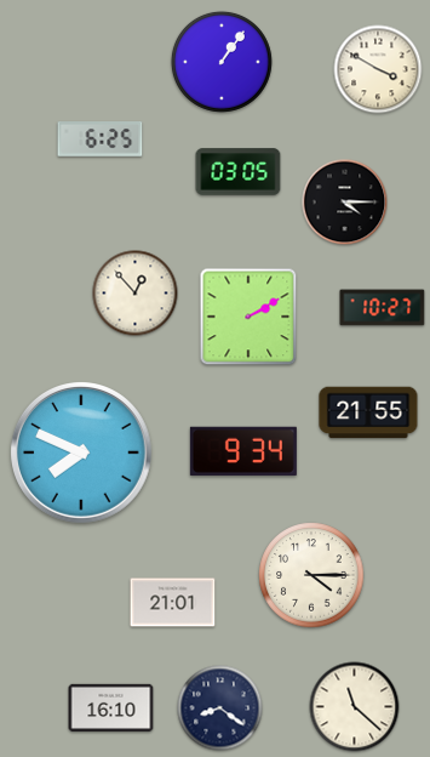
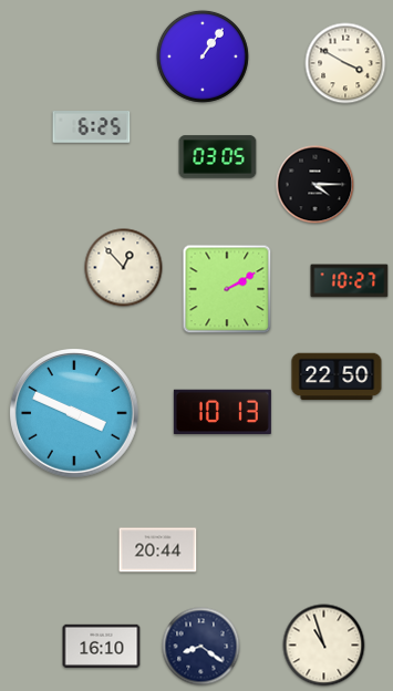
clock at (368, 412): 21:55 -> 22:50
clock at (243, 450): 9:34 -> 10:13
clock at (82, 454): 7:49 -> 3:49
clock at (311, 575): 4:15 -> none
clock at (173, 603): 21:01 -> 20:44
clock at (355, 707): 11:22 -> 10:57
